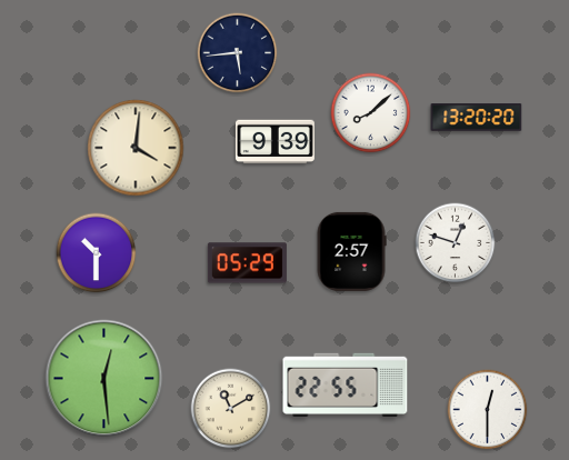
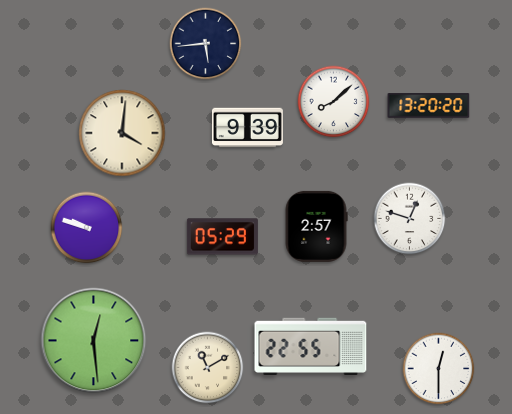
clock at (238, 53) position: (238, 53) -> (206, 44)
clock at (97, 253): 10:30 -> 9:48
